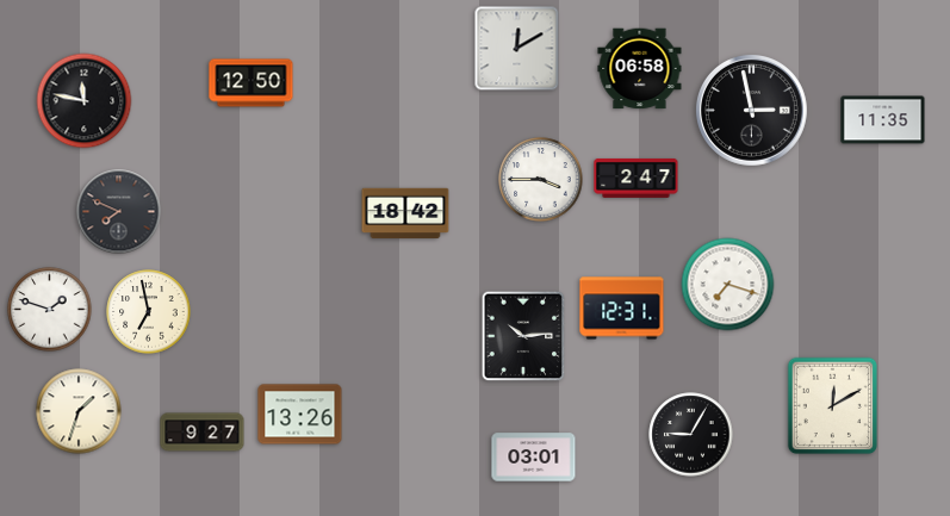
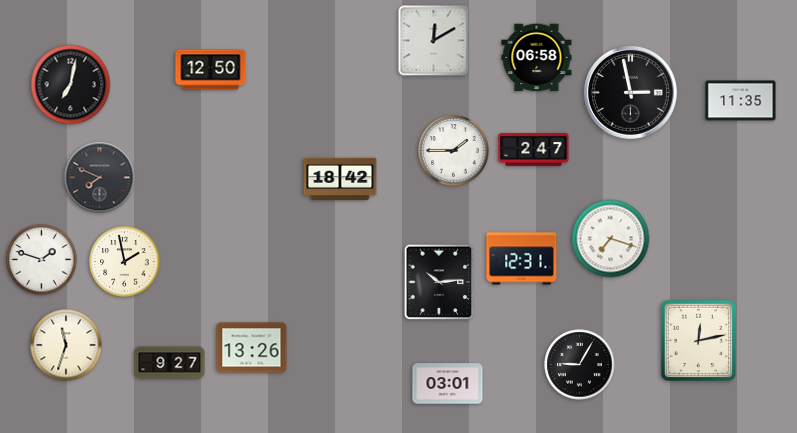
clock at (85, 101): 11:47 -> 7:02
clock at (541, 180): 3:45 -> 1:45
clock at (149, 312): 6:58 -> 1:58
clock at (833, 406): 12:10 -> 12:13
clock at (79, 411): 1:33 -> 11:33
